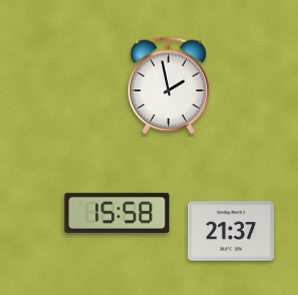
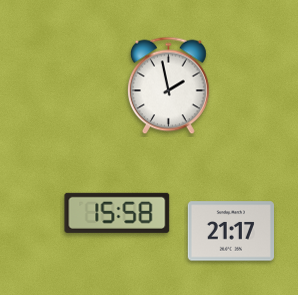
clock at (230, 231): 21:37 -> 21:17
